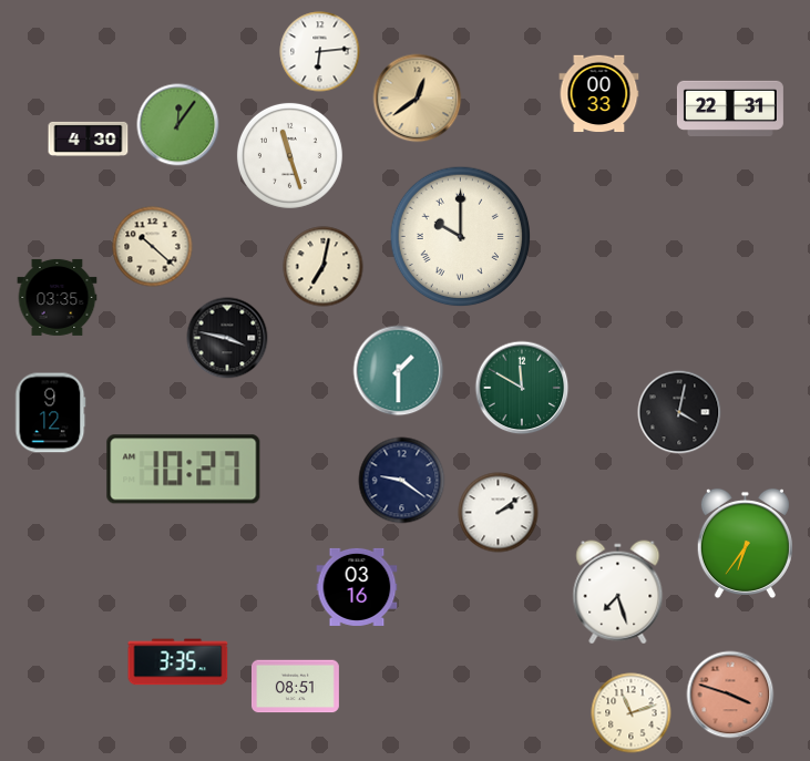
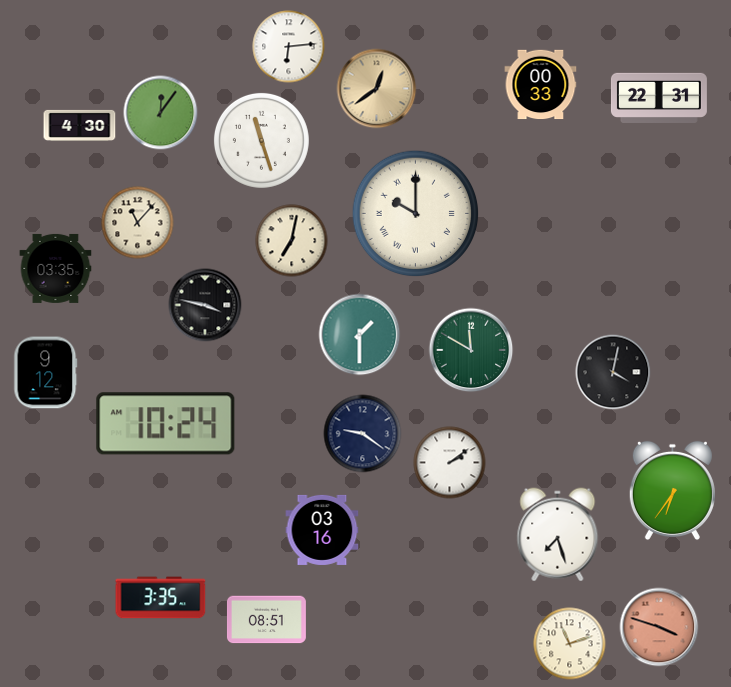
clock at (153, 247): 10:22 -> 11:07
clock at (58, 297) position: (58, 297) -> (56, 268)
clock at (184, 470): 10:27 -> 10:24
